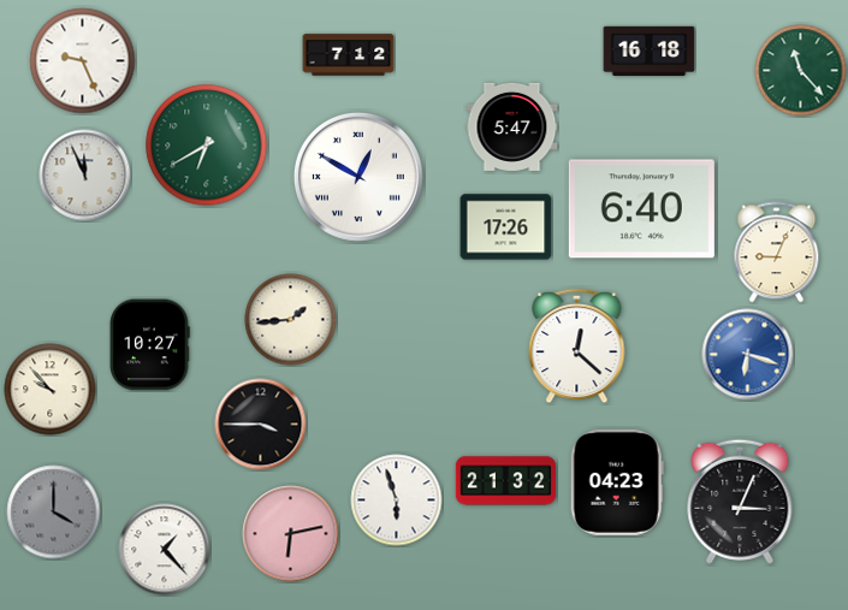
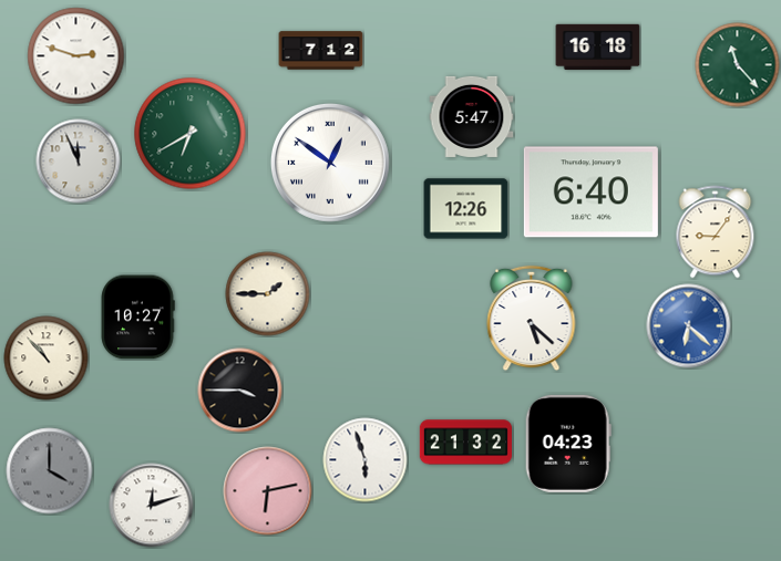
clock at (83, 61): 9:26 -> 2:48
clock at (358, 177): 12:50 -> 12:51
clock at (506, 227): 17:26 -> 12:26
clock at (777, 253): 9:04 -> 9:06
clock at (291, 320): 1:44 -> 1:45
clock at (577, 347): 12:22 -> 5:22
clock at (748, 355): 6:18 -> 6:22
clock at (51, 390): 9:53 -> 10:53
clock at (740, 502): 3:04 -> none
clock at (165, 550): 1:23 -> 12:12
